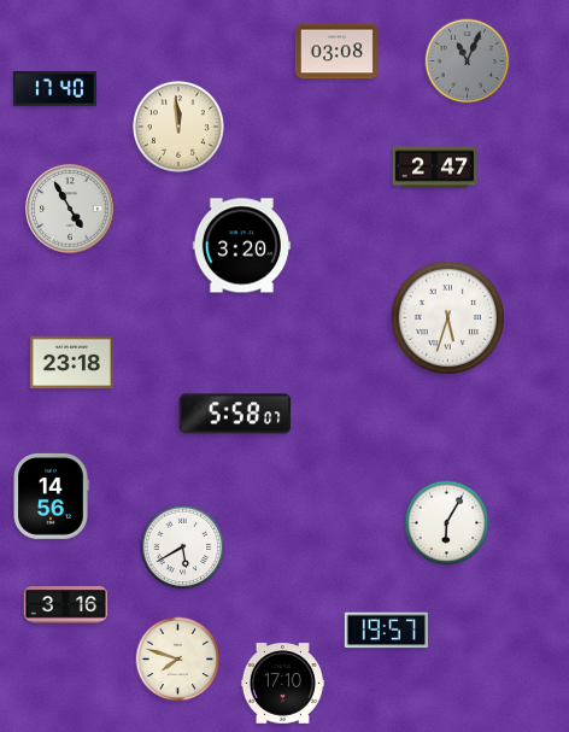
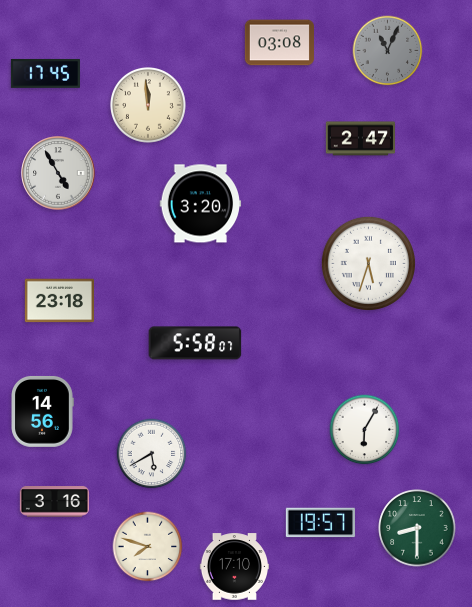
clock at (54, 88): 17:40 -> 17:45
clock at (447, 317) position: (447, 317) -> (368, 263)
clock at (447, 523) position: (447, 523) -> (365, 430)
clock at (417, 528): none -> 8:30
